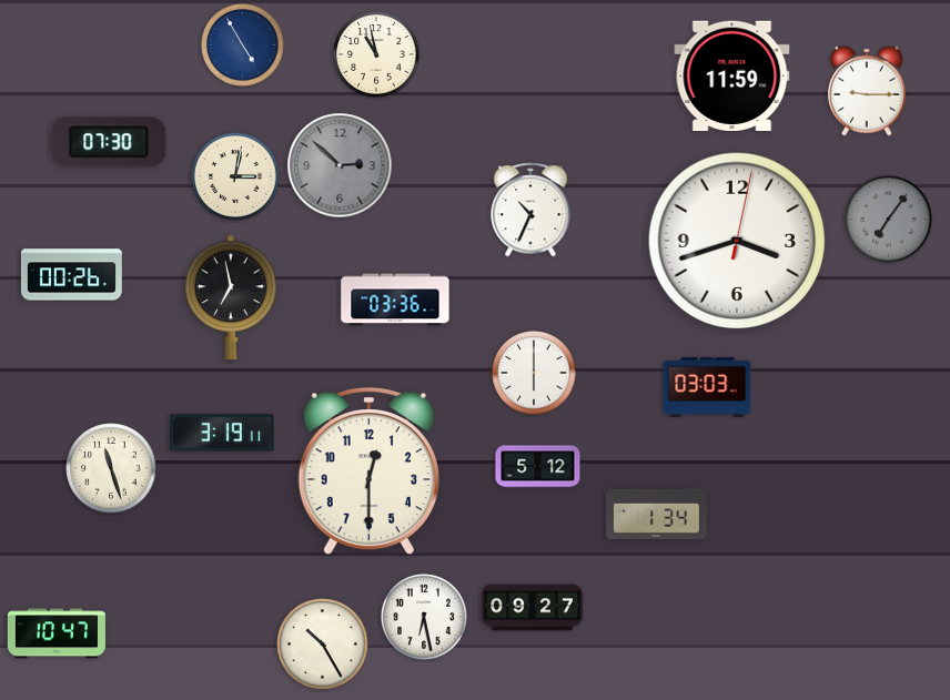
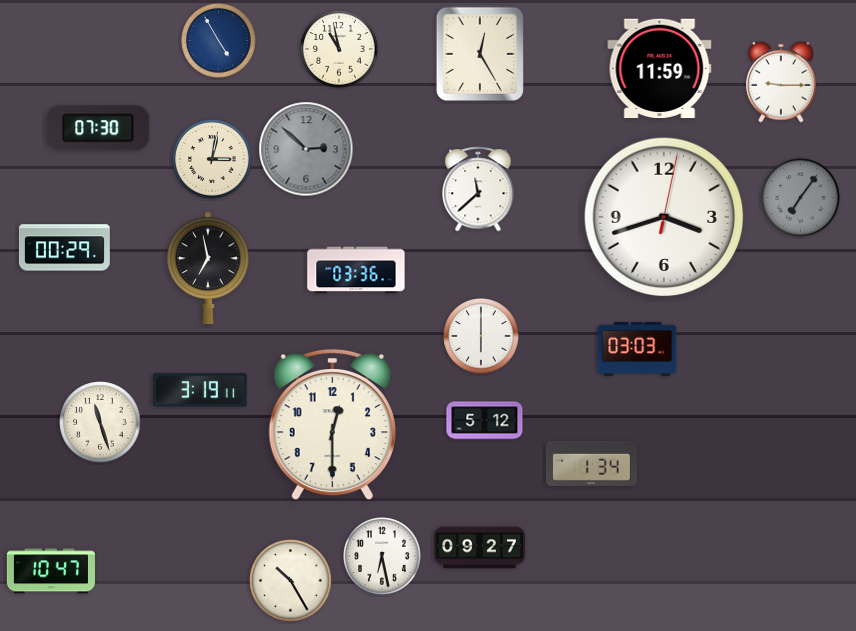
clock at (480, 54): none -> 12:25
clock at (530, 210): 10:34 -> 11:38
clock at (71, 275): 00:26 -> 00:29
